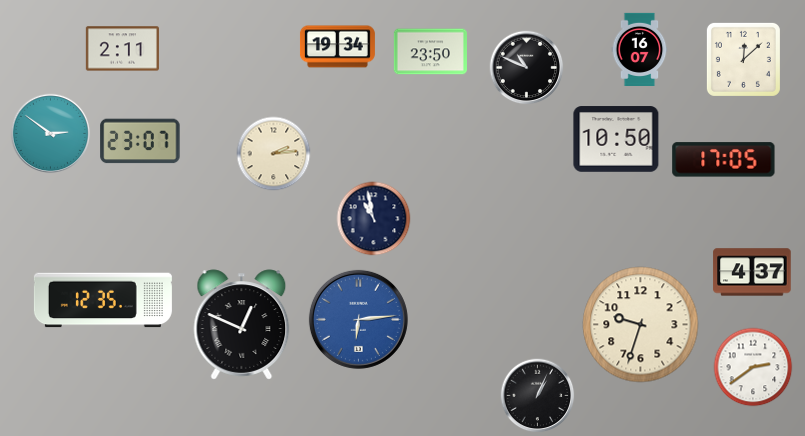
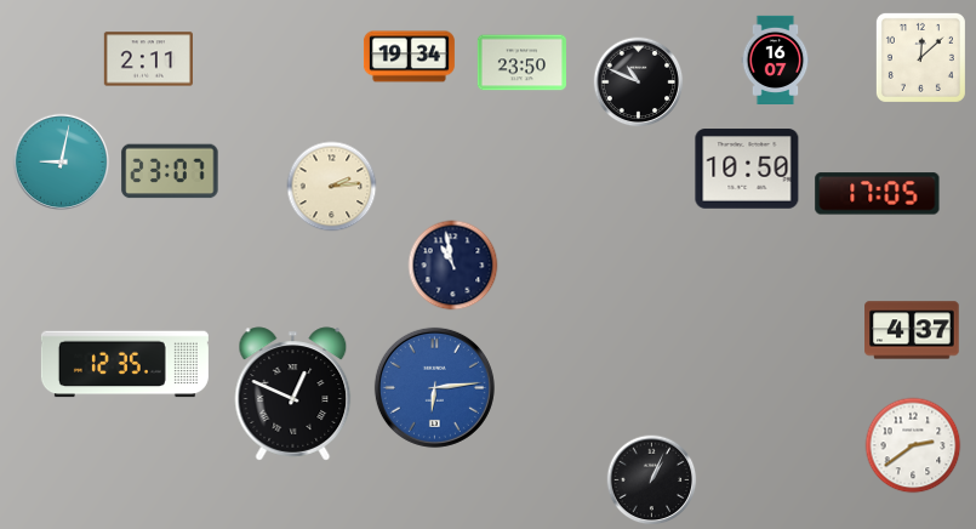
clock at (743, 59) position: (743, 59) -> (920, 57)
clock at (51, 134): 2:51 -> 9:02
clock at (641, 325): 9:33 -> none
